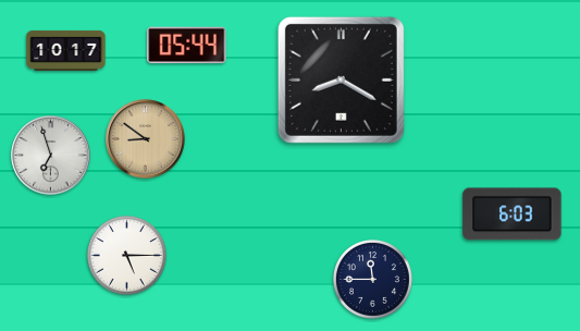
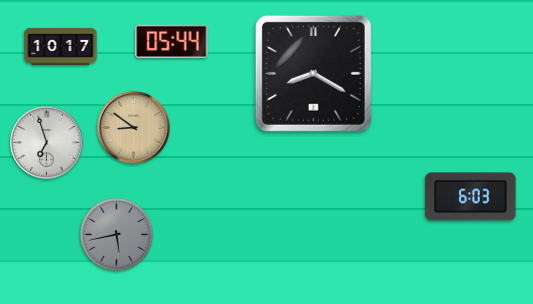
clock at (126, 255): 5:15 -> 5:43
clock at (126, 255) dial: white -> grey
clock at (372, 279): 11:45 -> none
